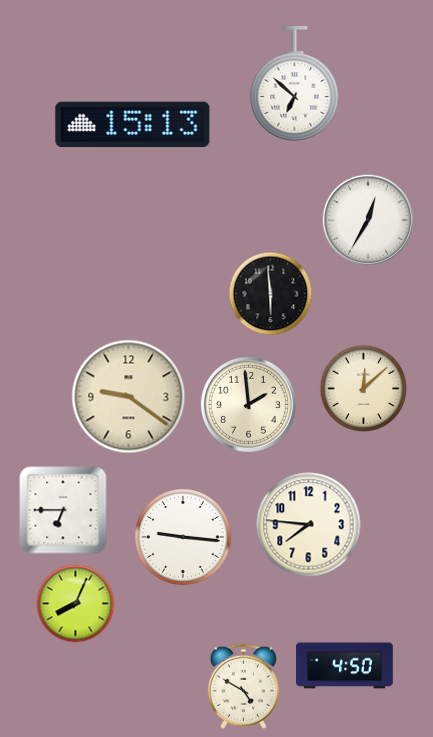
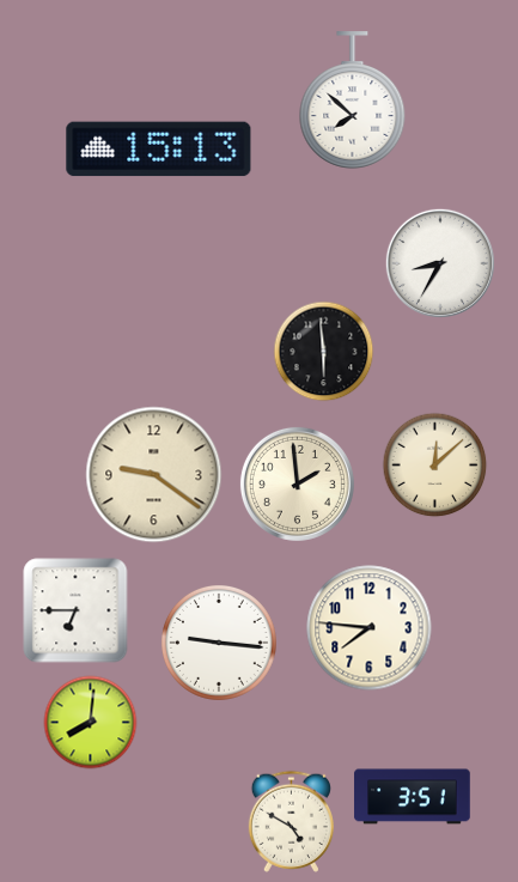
clock at (295, 84): 6:52 -> 7:52
clock at (368, 220): 12:35 -> 8:35
clock at (76, 604): 8:04 -> 8:01
clock at (345, 666): 4:50 -> 3:51
